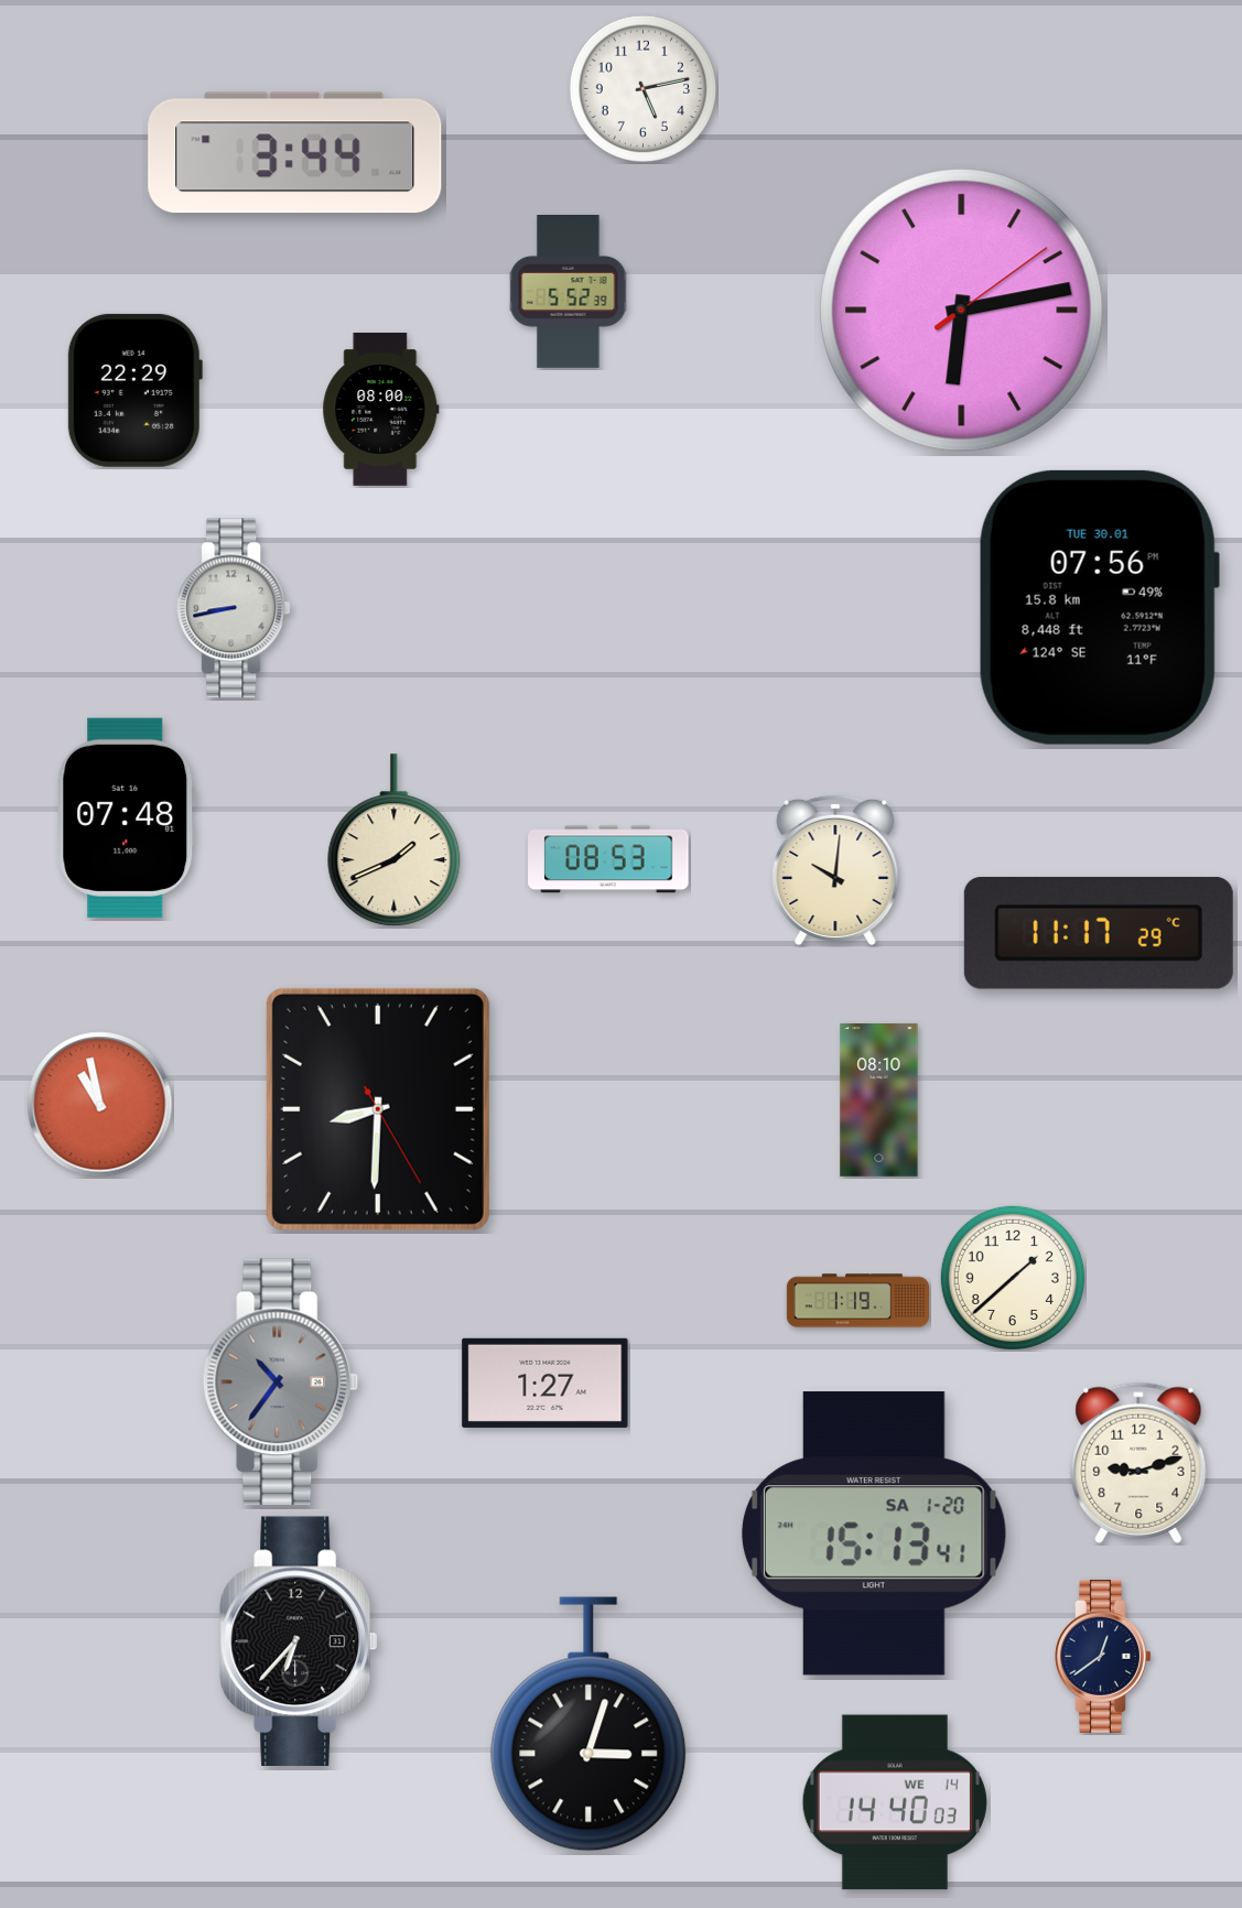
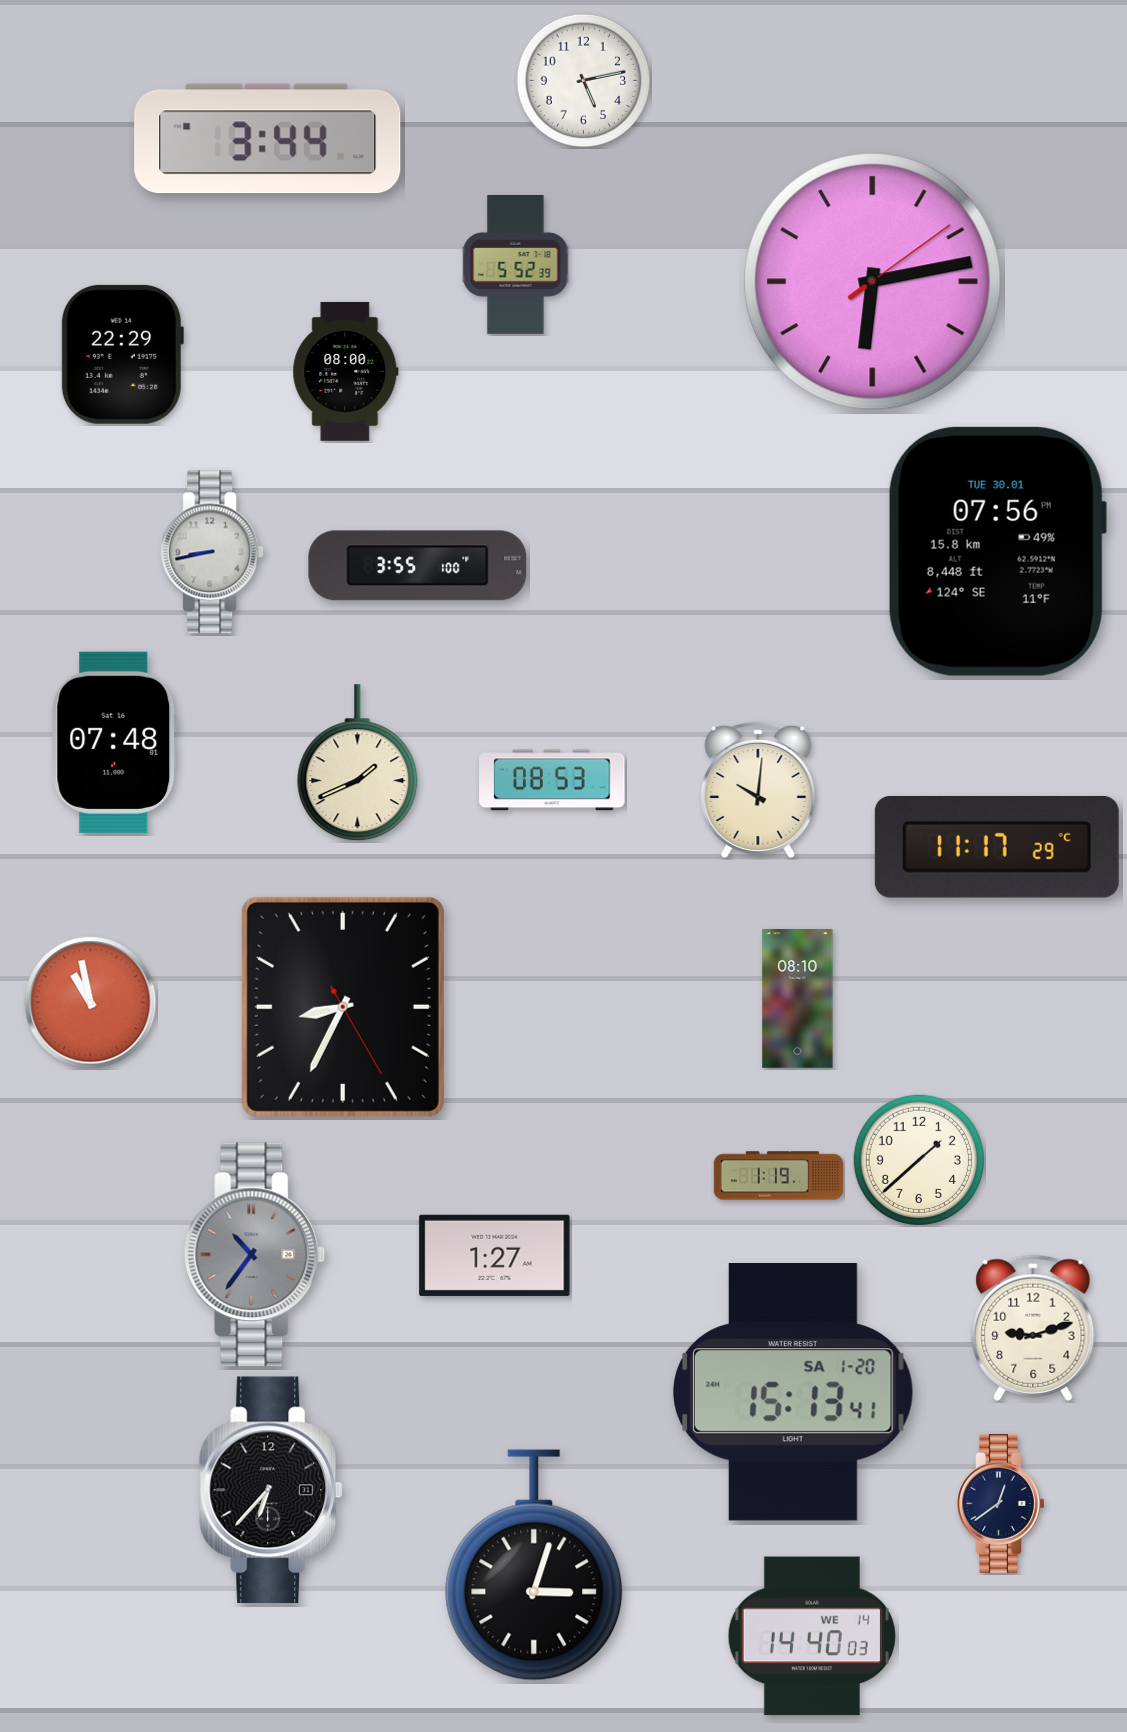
clock at (418, 566): none -> 3:55
clock at (378, 1109): 8:30 -> 8:34
clock at (857, 1301) position: (857, 1301) -> (778, 1176)
